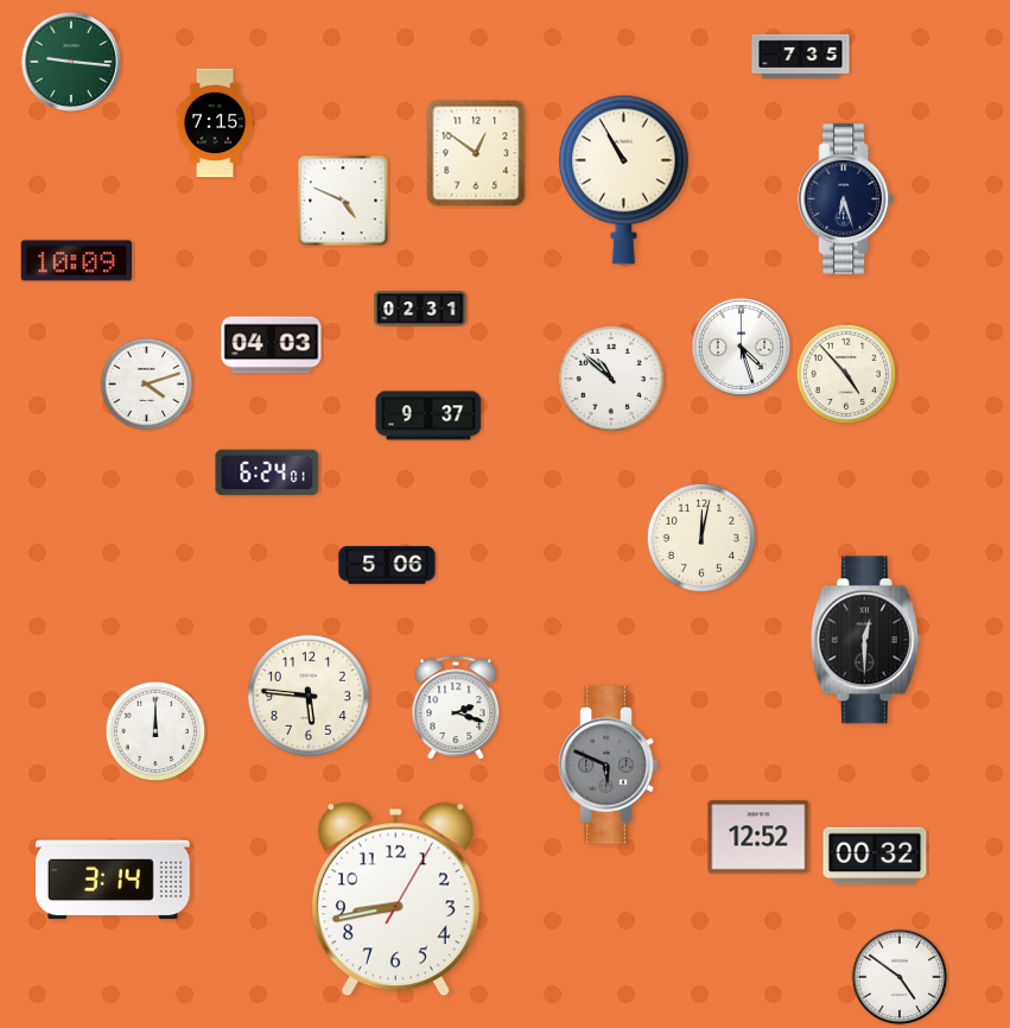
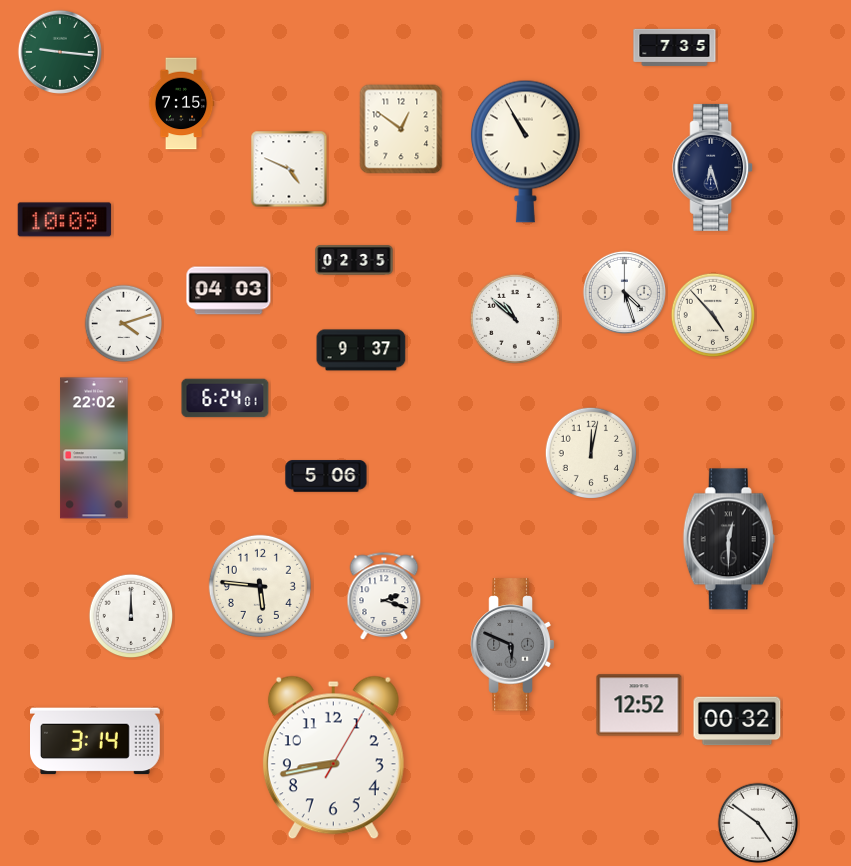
clock at (420, 309): 02:31 -> 02:35
clock at (94, 448): none -> 22:02
